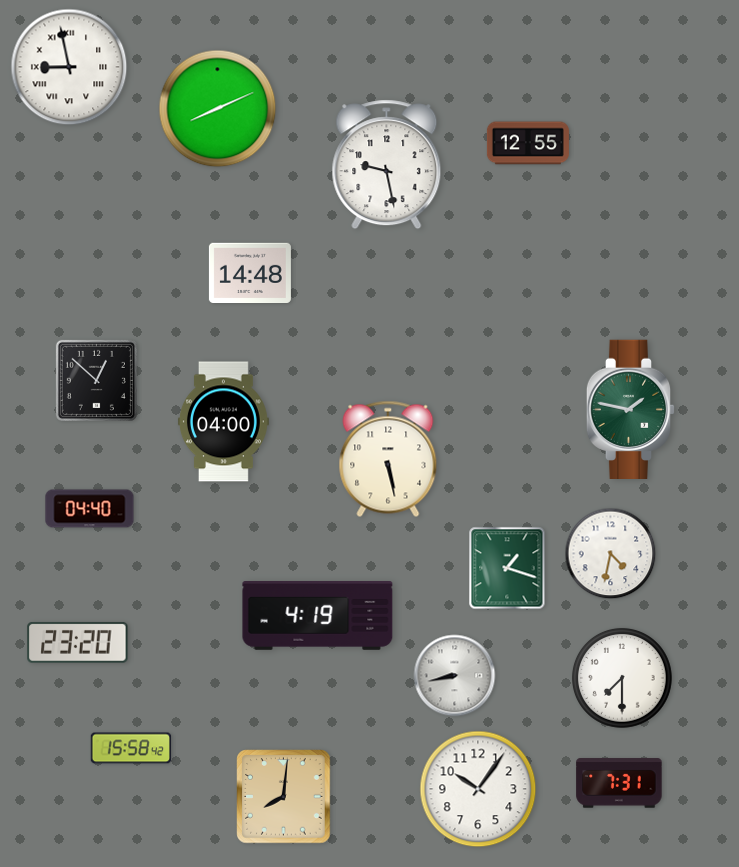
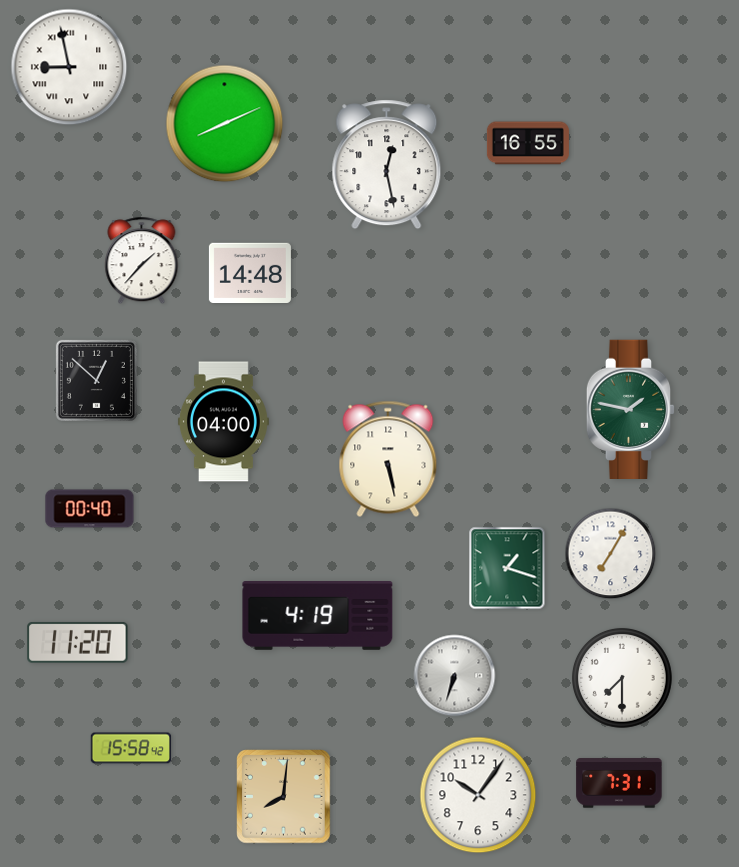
clock at (218, 109) position: (218, 109) -> (225, 124)
clock at (528, 143): 12:55 -> 16:55
clock at (387, 165): 9:28 -> 12:28
clock at (142, 261): none -> 1:37
clock at (90, 509): 04:40 -> 00:40
clock at (611, 554): 4:32 -> 7:05
clock at (78, 642): 23:20 -> 11:20
clock at (455, 676): 8:43 -> 6:33
clock at (478, 789) position: (478, 789) -> (478, 795)
